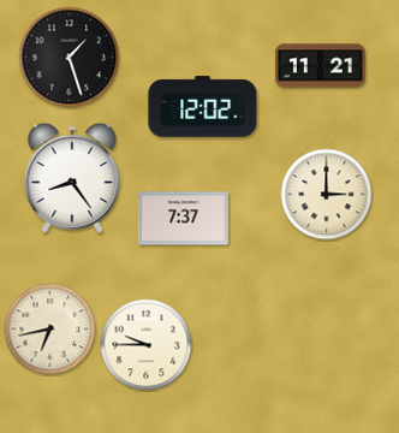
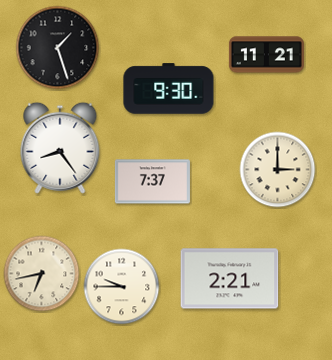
clock at (203, 107): 12:02 -> 9:30
clock at (327, 195) position: (327, 195) -> (278, 170)
clock at (230, 279): none -> 2:21
